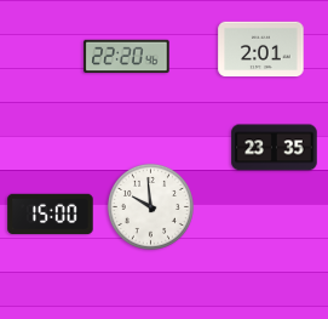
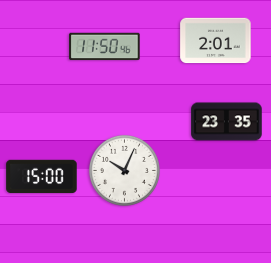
clock at (127, 57): 22:20 -> 11:50
clock at (150, 206): 9:59 -> 10:04
